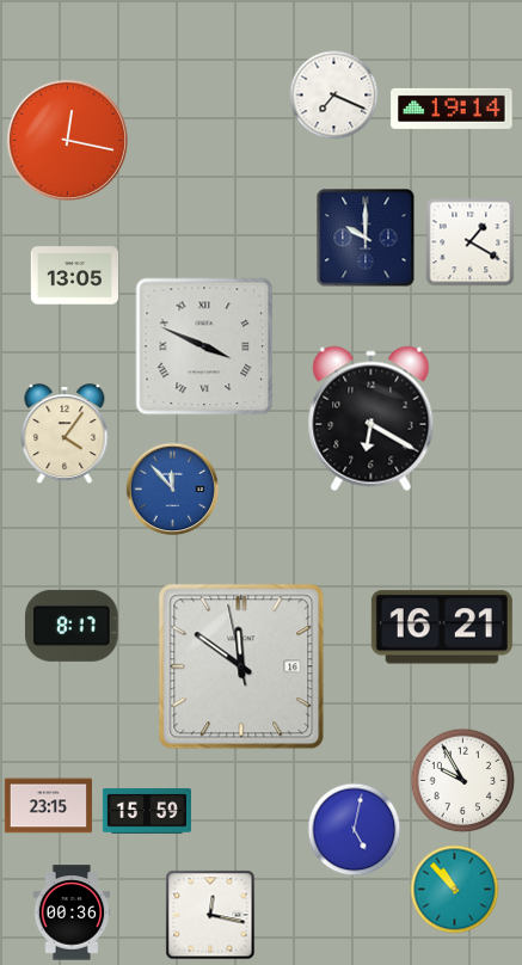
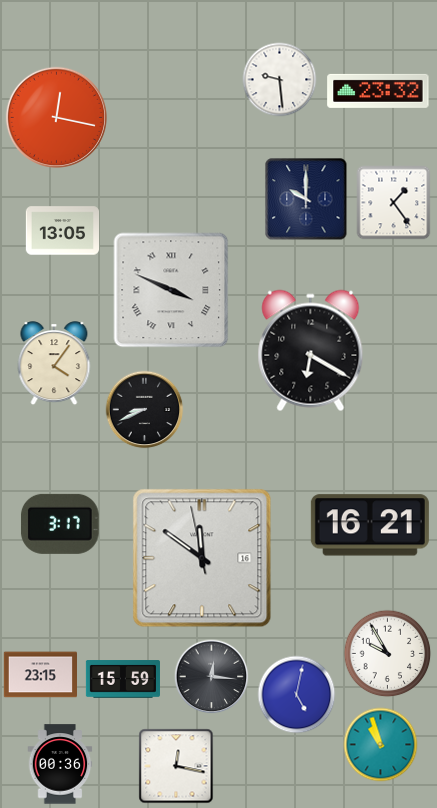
clock at (334, 96): 7:19 -> 9:29
clock at (452, 109): 19:14 -> 23:32
clock at (471, 242): 1:20 -> 1:24
clock at (173, 490): 11:53 -> 8:41
clock at (173, 490) dial: blue -> black
clock at (72, 626): 8:17 -> 3:17
clock at (212, 677): none -> 12:16
clock at (455, 890): 10:53 -> 10:57
